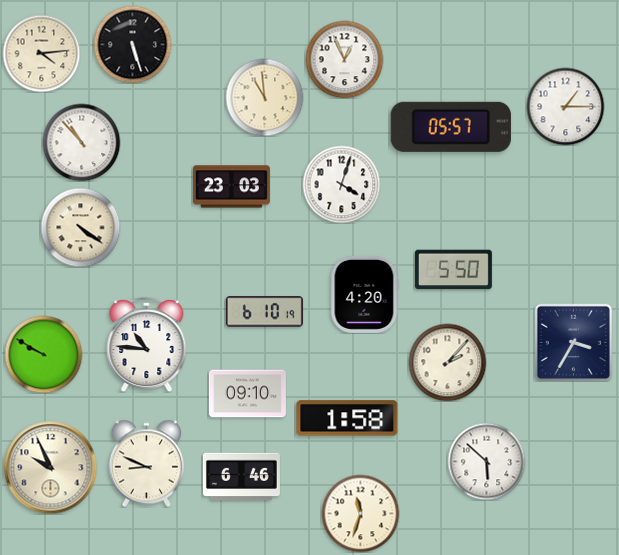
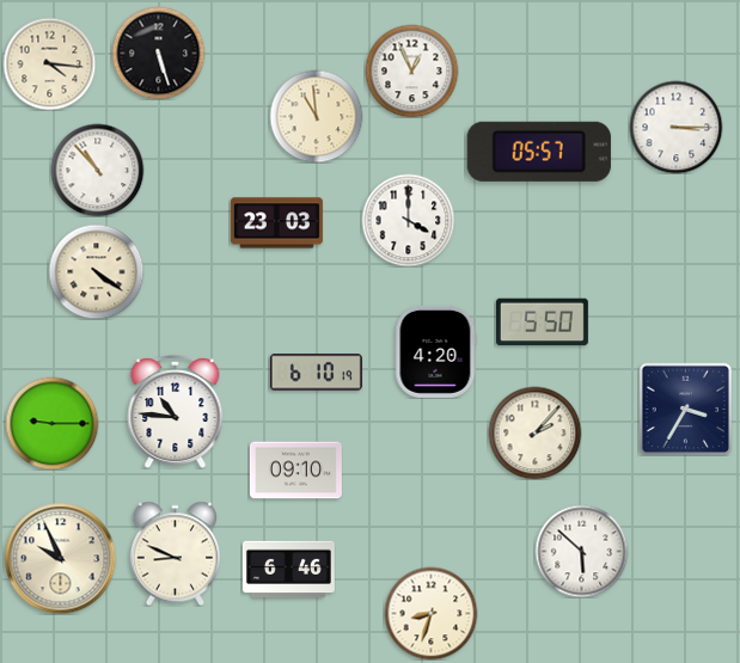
clock at (41, 53): 4:14 -> 4:16
clock at (565, 106): 1:15 -> 3:15
clock at (341, 184): 4:03 -> 4:00
clock at (43, 354): 9:50 -> 9:15
clock at (347, 418): 1:58 -> none
clock at (360, 513): 11:33 -> 8:33
